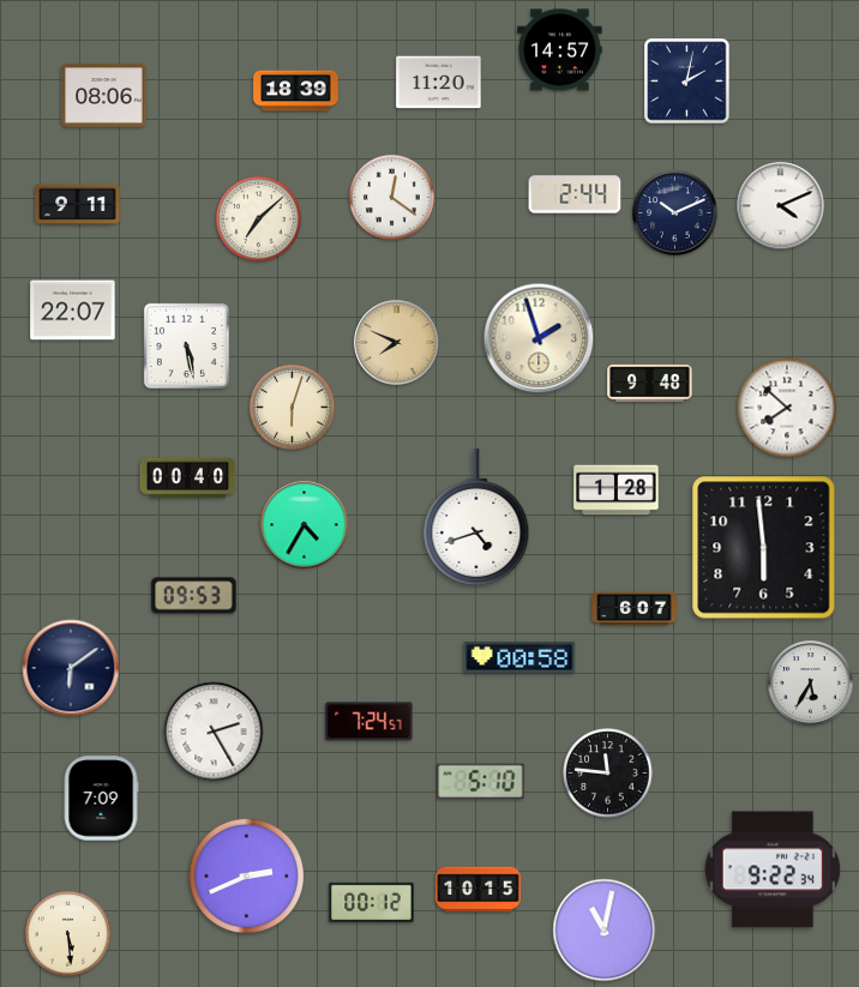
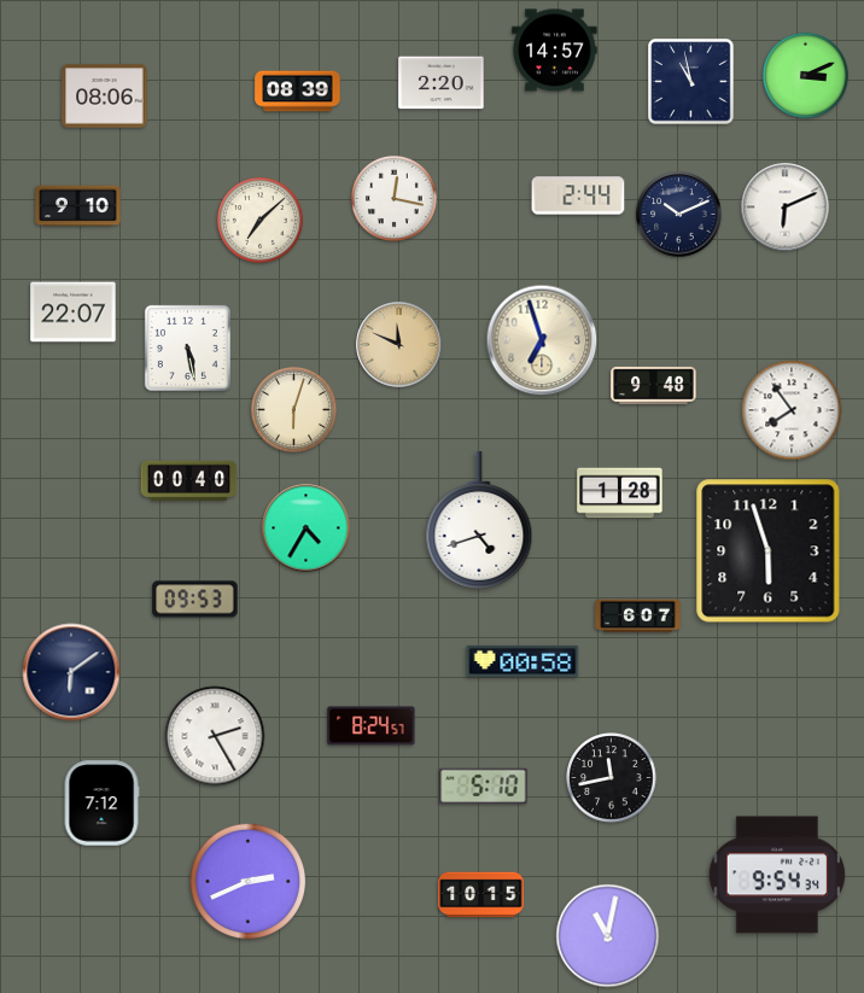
clock at (560, 50) position: (560, 50) -> (555, 51)
clock at (805, 75): none -> 3:11
clock at (687, 82): 2:02 -> 10:58
clock at (439, 83): 11:20 -> 2:20
clock at (296, 91): 18:39 -> 08:39
clock at (391, 197): 12:21 -> 12:17
clock at (78, 205): 9:11 -> 9:10
clock at (781, 206): 4:11 -> 6:11
clock at (539, 338): 1:57 -> 6:57
clock at (397, 343): 7:49 -> 11:49
clock at (787, 408): 7:52 -> 7:54
clock at (764, 548): 5:59 -> 5:57
clock at (635, 609) position: (635, 609) -> (638, 617)
clock at (811, 684): 5:35 -> none
clock at (370, 722): 7:24 -> 8:24
clock at (608, 774): 11:46 -> 11:43
clock at (101, 799): 7:09 -> 7:12
clock at (773, 869): 9:22 -> 9:54
clock at (372, 902): 00:12 -> none
clock at (67, 933): 5:29 -> none
